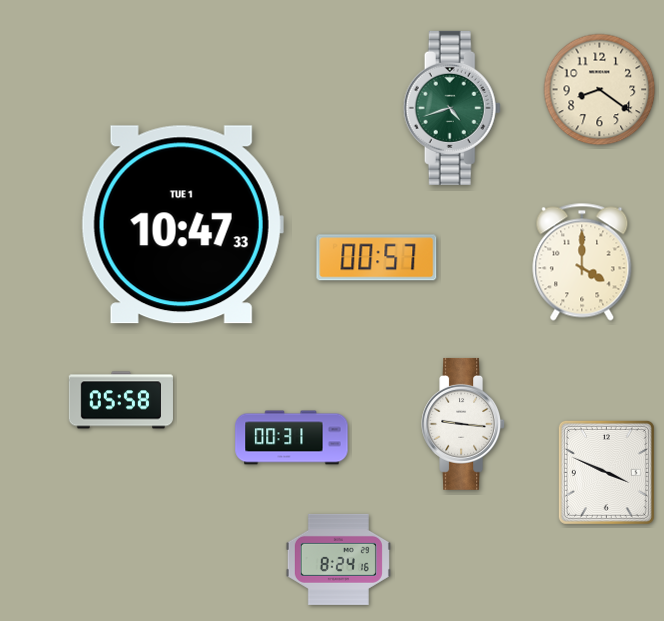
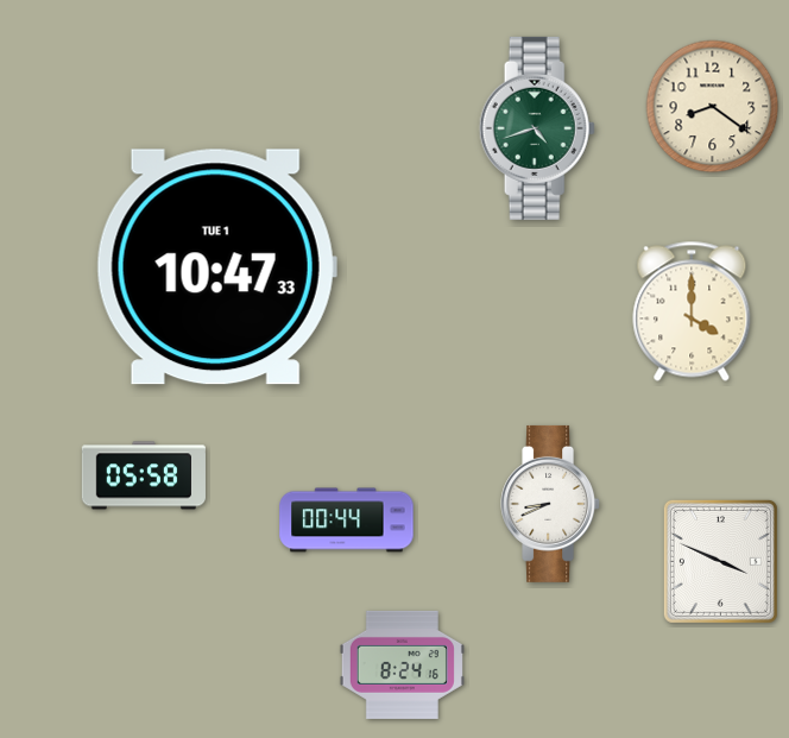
clock at (377, 258): 00:57 -> none
clock at (464, 424): 9:16 -> 8:41
clock at (292, 438): 00:31 -> 00:44
